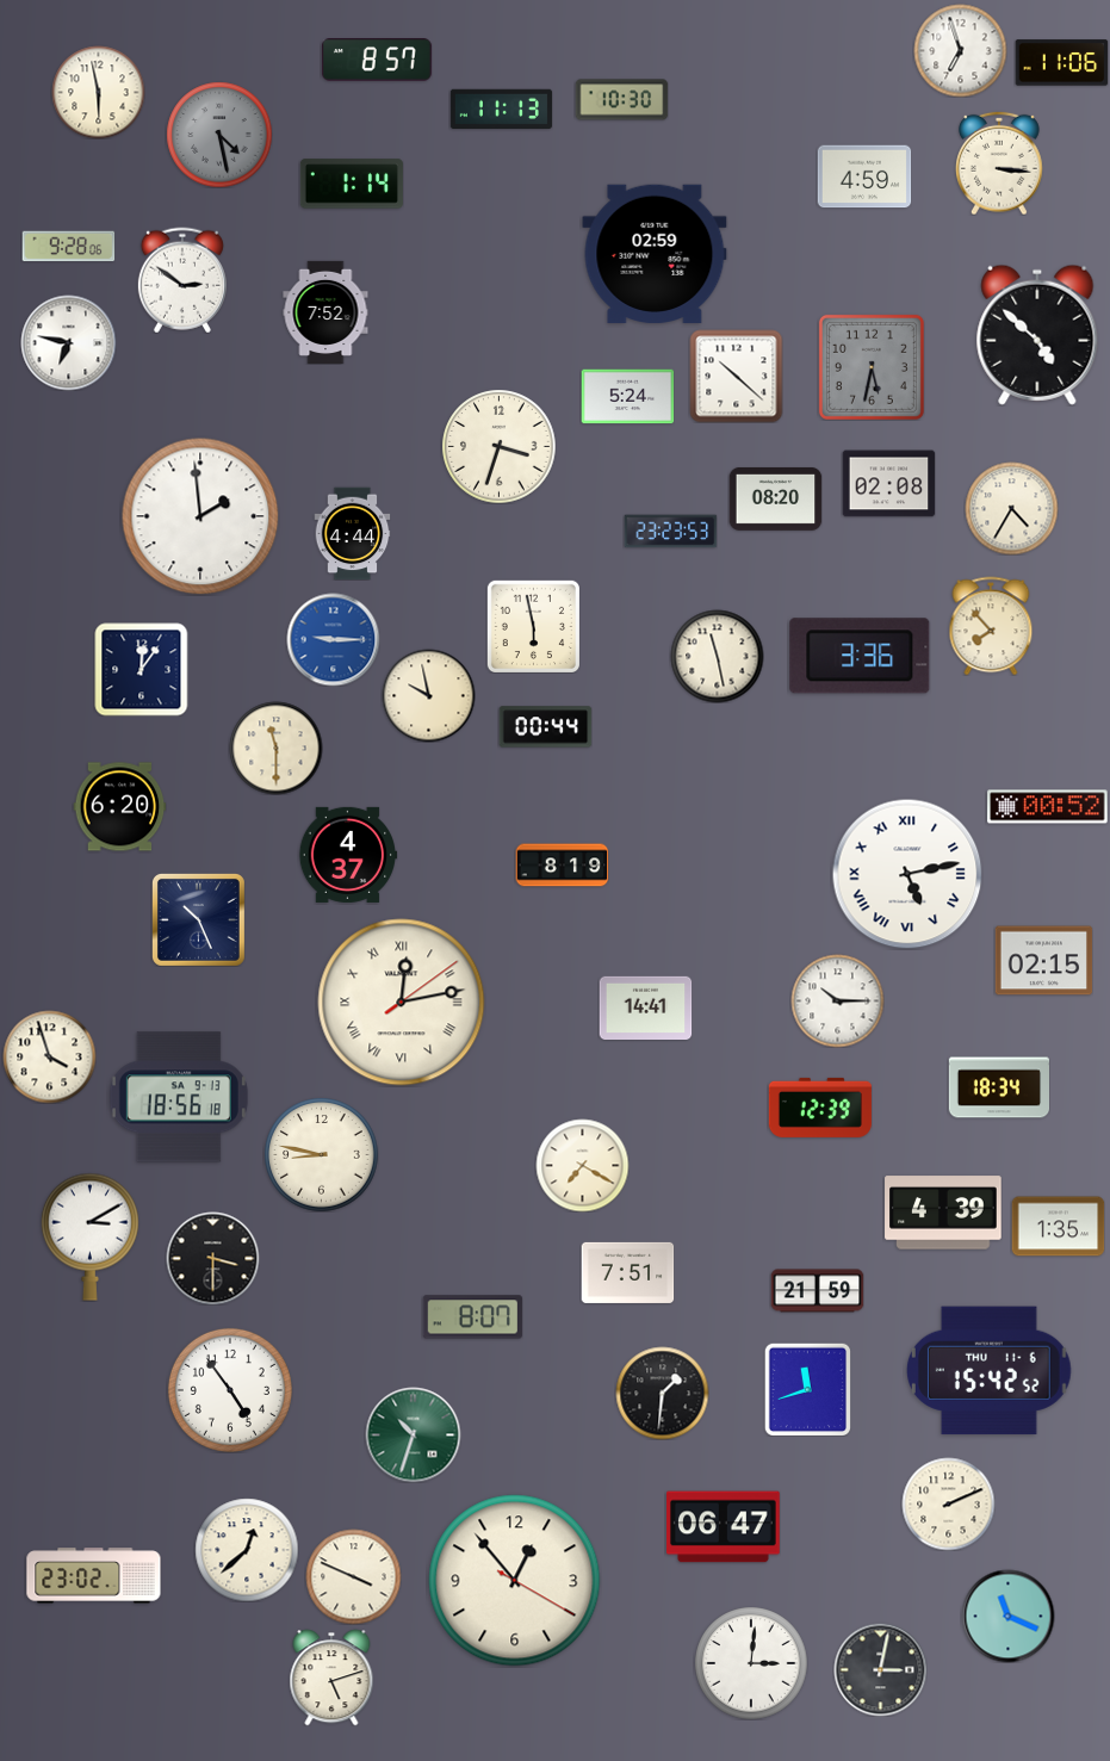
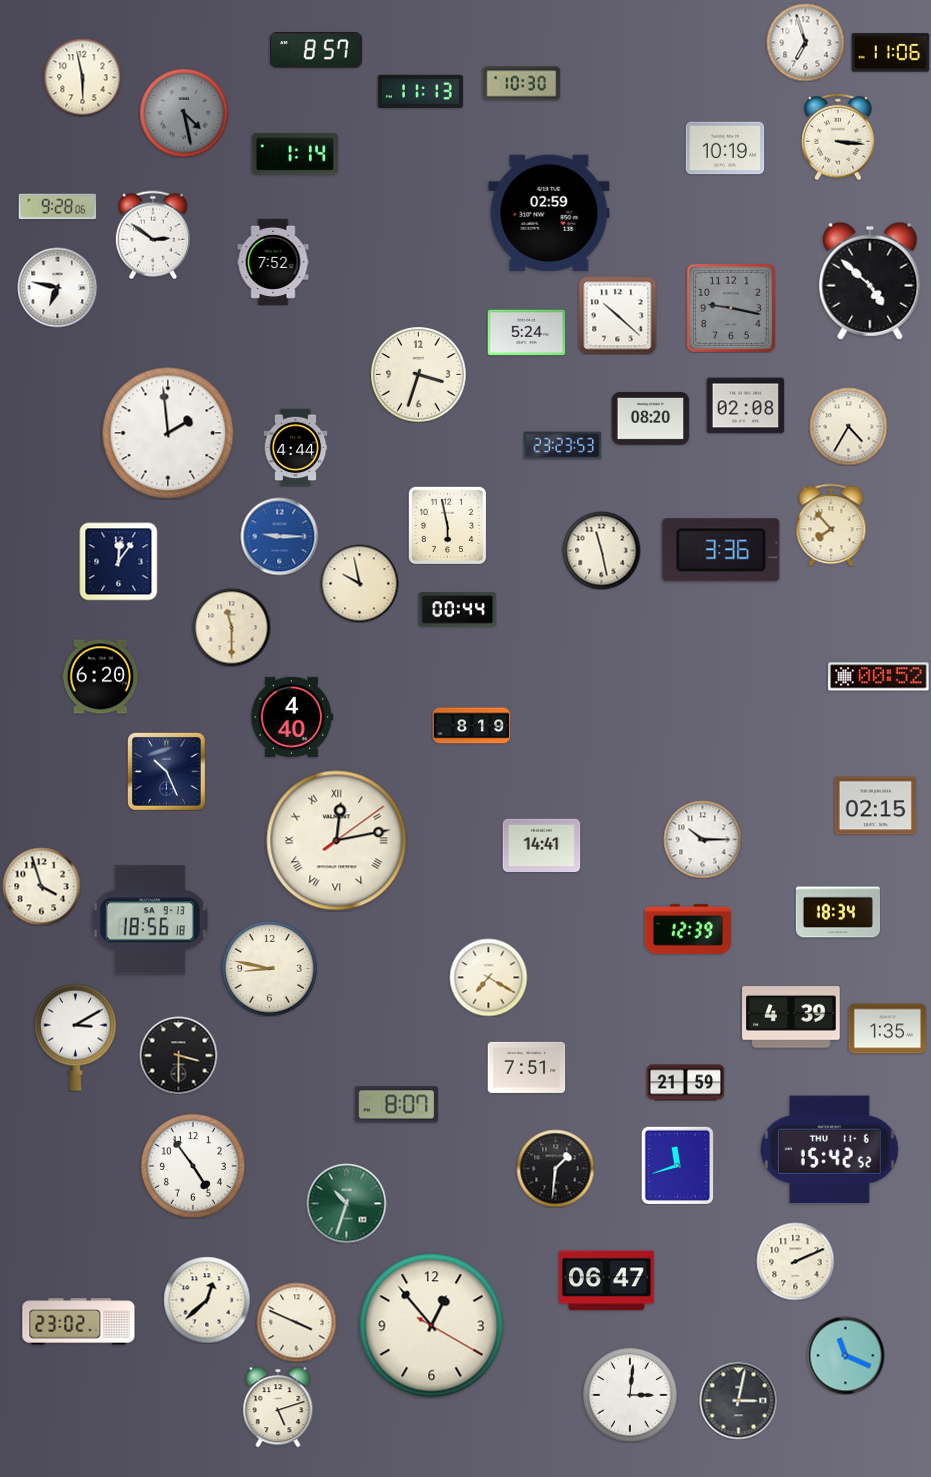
clock at (864, 176): 4:59 -> 10:19
clock at (872, 367): 5:32 -> 9:17
clock at (347, 855): 4:37 -> 4:40
clock at (907, 874): 5:13 -> none
